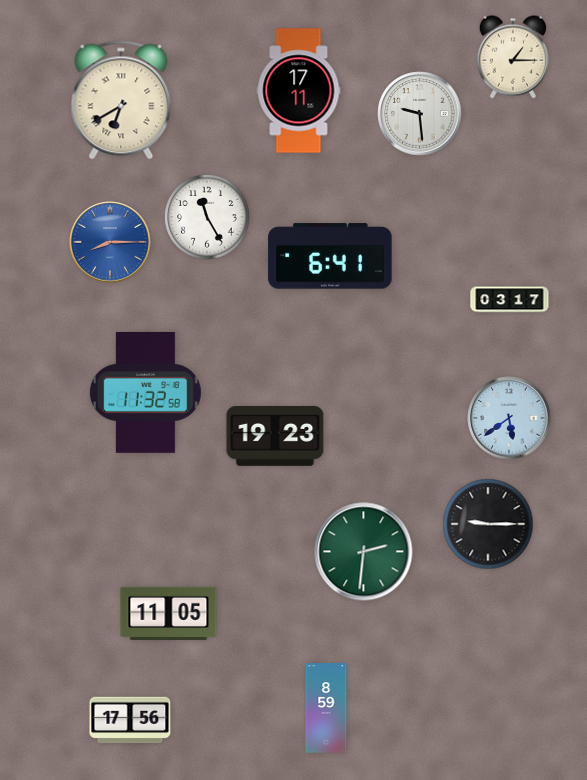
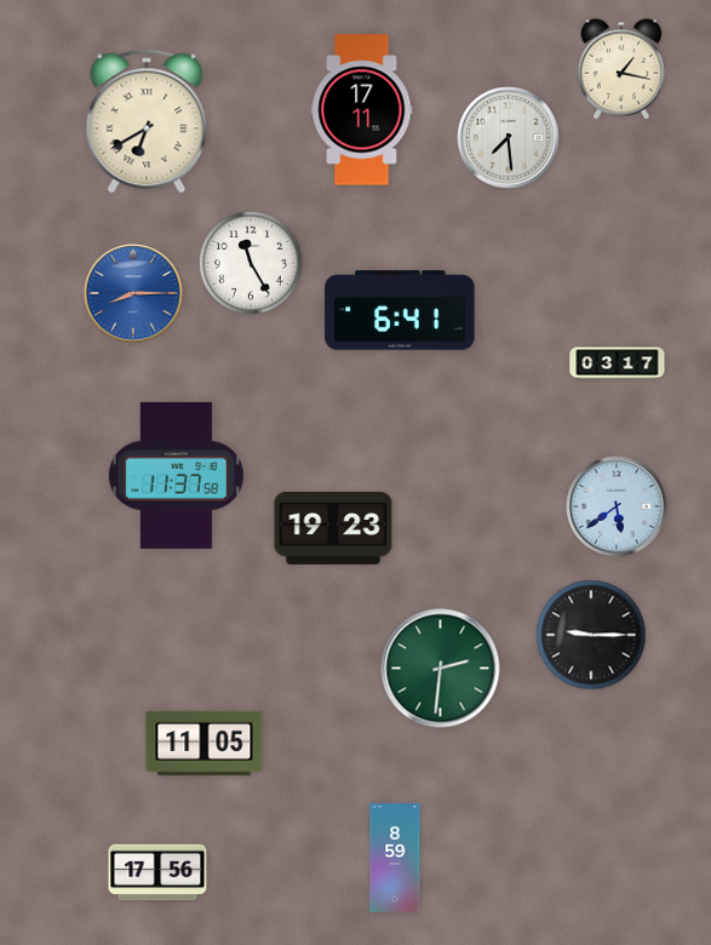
clock at (513, 57): 1:15 -> 1:17
clock at (420, 114): 9:29 -> 7:29
clock at (145, 392): 11:32 -> 11:37
